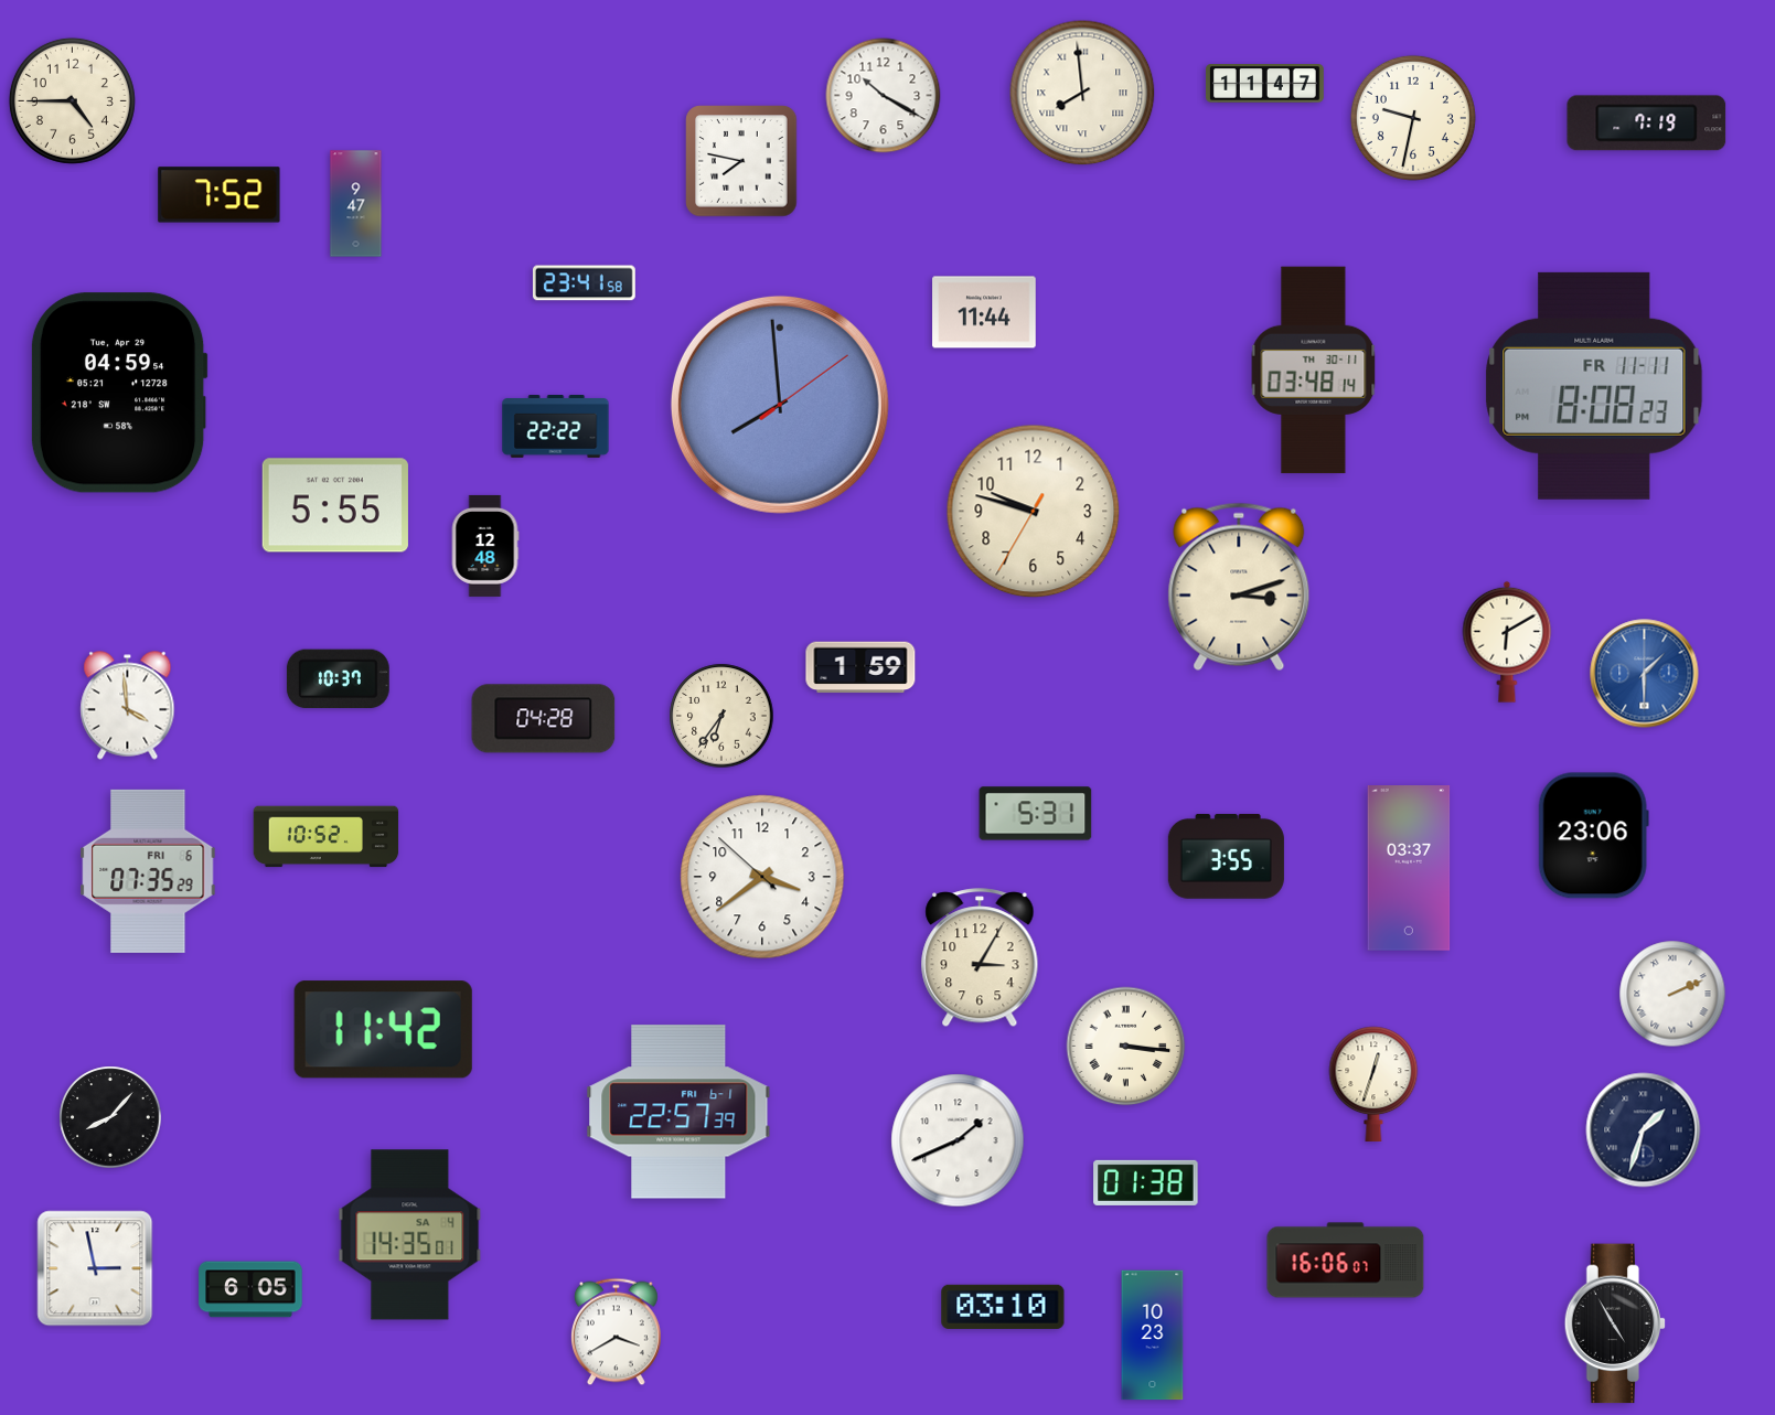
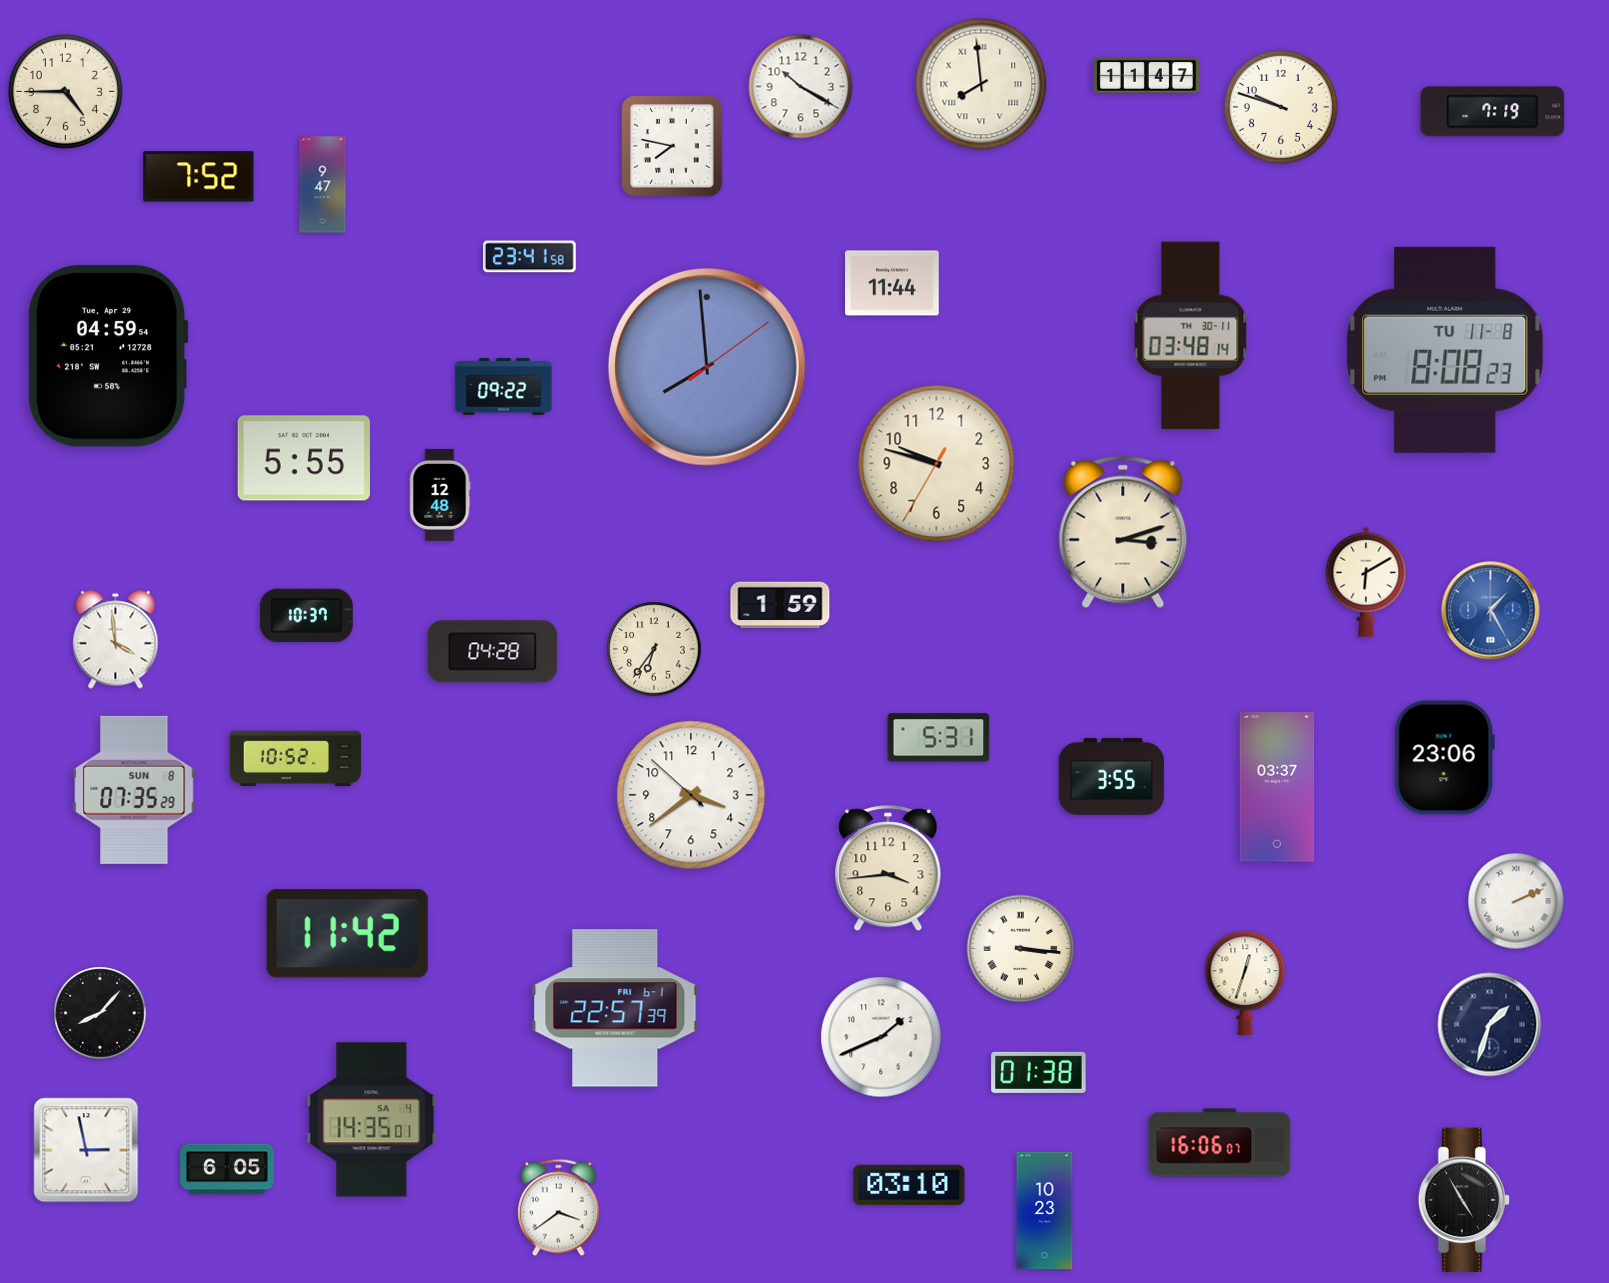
clock at (1413, 118): 9:32 -> 9:48
clock at (1594, 386) date: FR 11-11 -> TU 11-8
clock at (556, 427): 22:22 -> 09:22
clock at (1645, 674): 1:30 -> 1:25
clock at (148, 871) date: FRI 6 -> SUN 8
clock at (980, 958): 3:05 -> 3:44
clock at (958, 1140) position: (958, 1140) -> (881, 1037)
clock at (617, 1332): 3:40 -> 3:39
